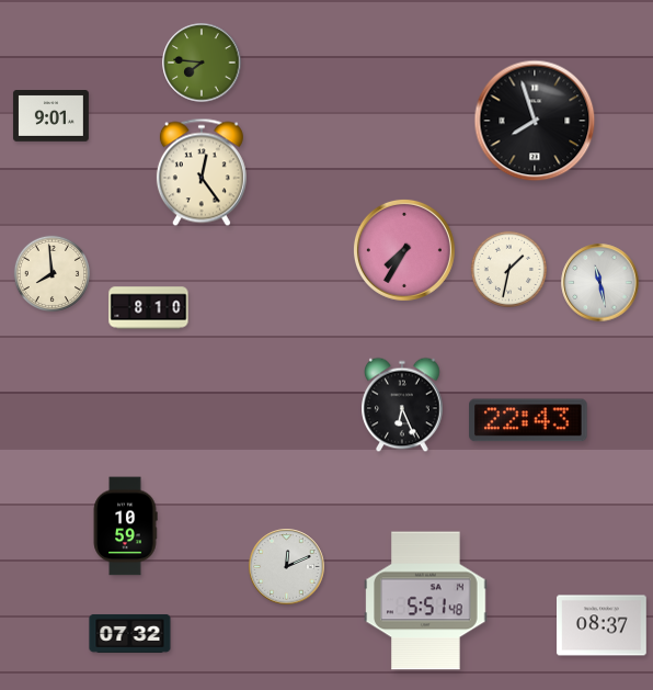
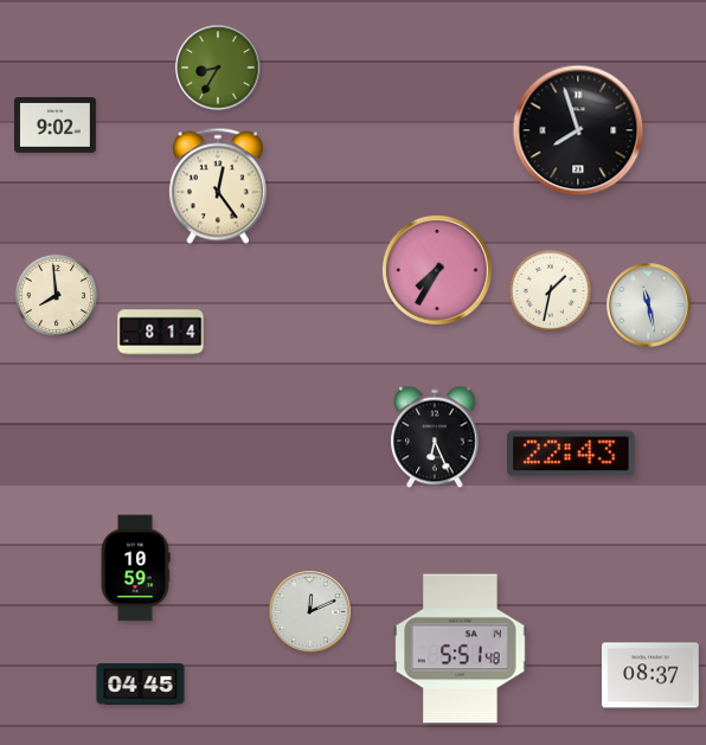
clock at (202, 63): 7:46 -> 8:35
clock at (50, 116): 9:01 -> 9:02
clock at (149, 308): 8:10 -> 8:14
clock at (130, 633): 07:32 -> 04:45
